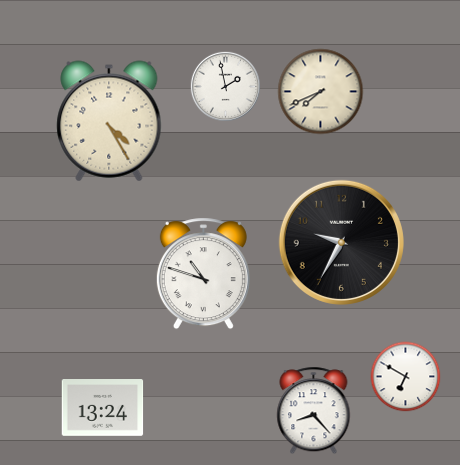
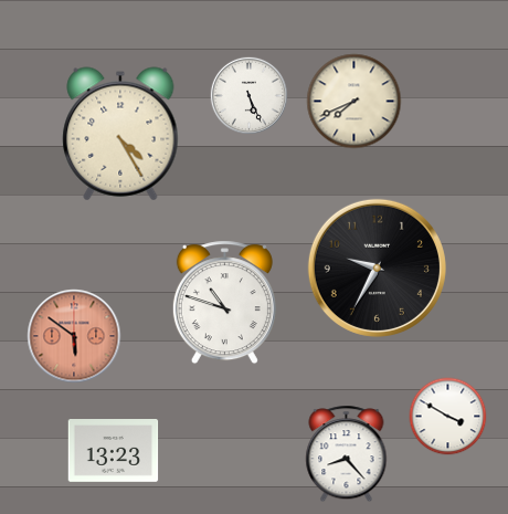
clock at (225, 86): 1:58 -> 5:26
clock at (74, 336): none -> 5:51
clock at (406, 377): 6:50 -> 3:50
clock at (103, 408): 13:24 -> 13:23
